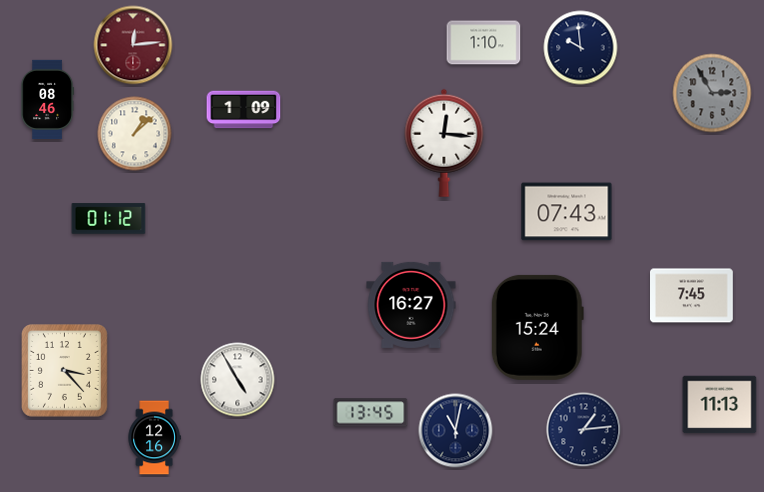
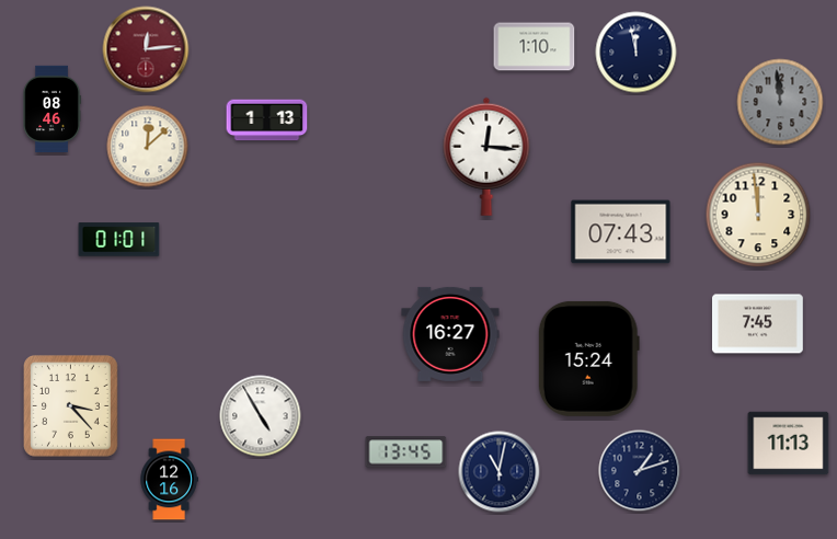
clock at (484, 43) position: (484, 43) -> (535, 47)
clock at (581, 48): 9:59 -> 11:58
clock at (712, 93): 2:55 -> 11:59
clock at (244, 110): 1:09 -> 1:13
clock at (135, 134): 1:08 -> 12:08
clock at (758, 215): none -> 11:59
clock at (109, 219): 01:12 -> 01:01
clock at (584, 430): 1:14 -> 1:12
